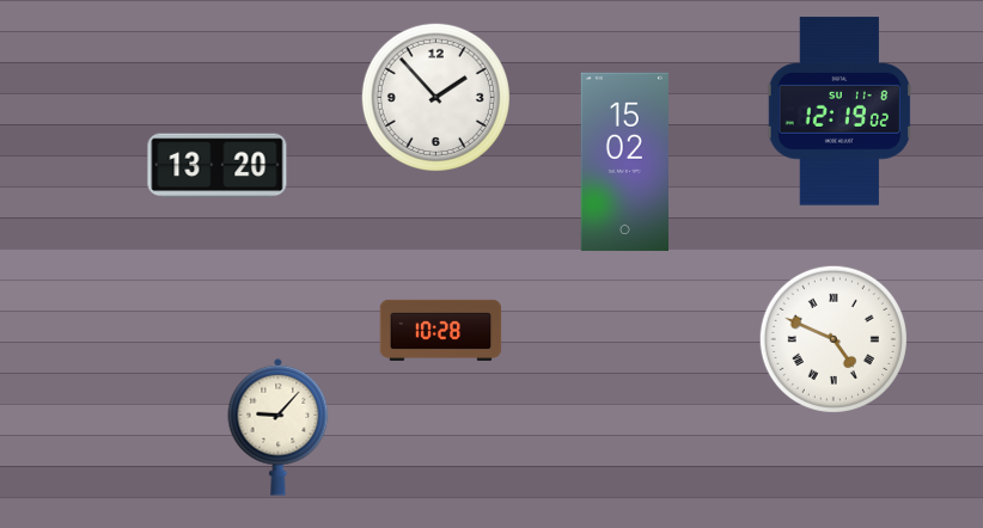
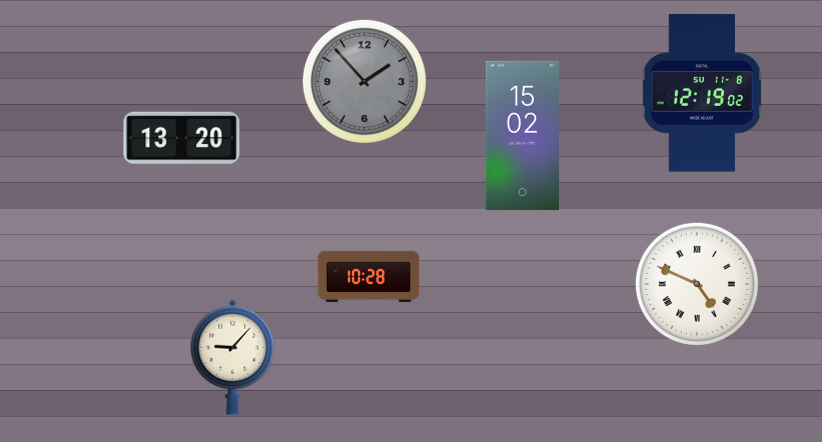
clock at (435, 97) dial: white -> grey
